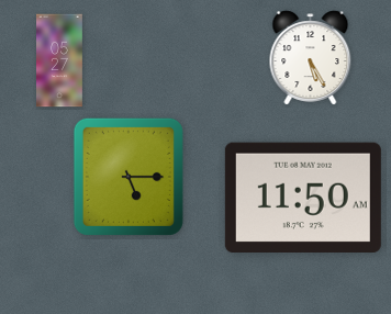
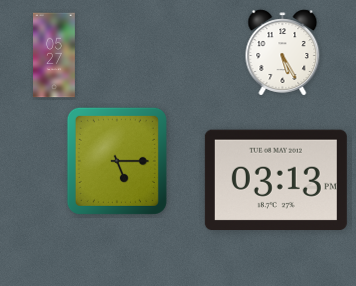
clock at (303, 197): 11:50 -> 03:13
